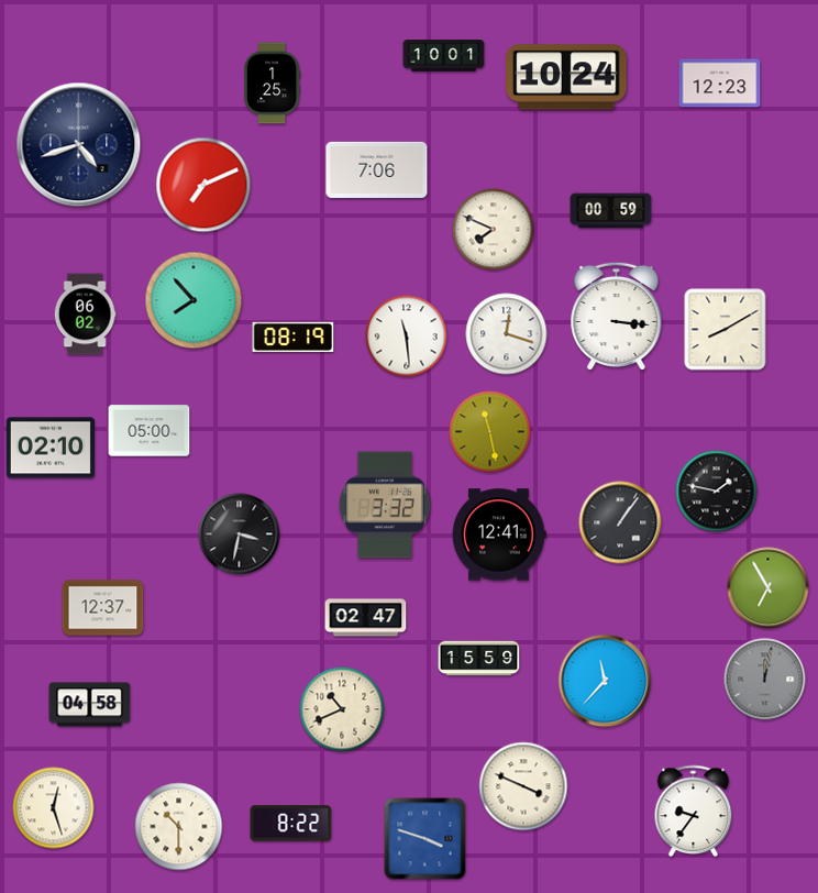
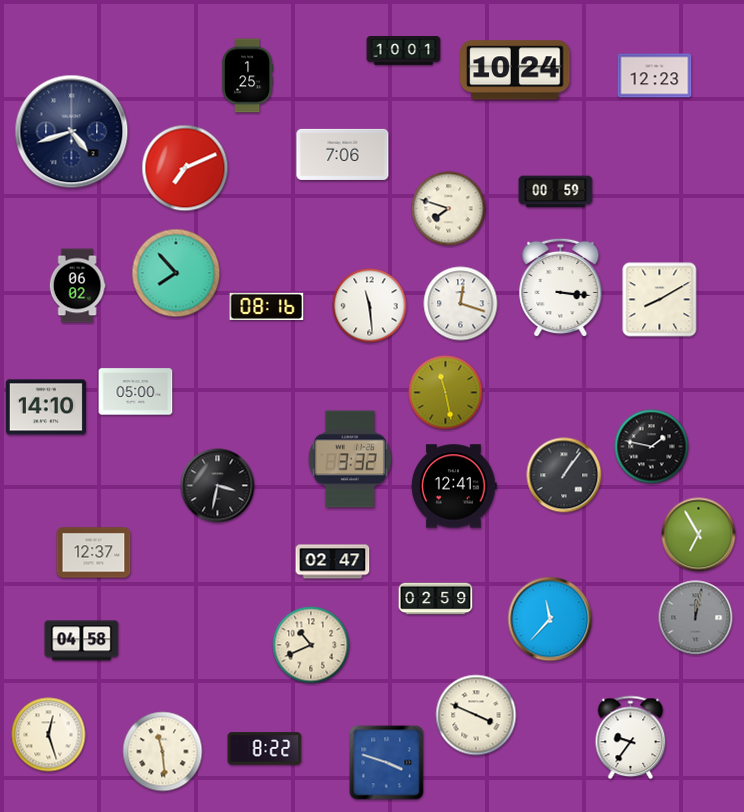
clock at (494, 230): 7:49 -> 7:48
clock at (294, 337): 08:19 -> 08:16
clock at (51, 448): 02:10 -> 14:10
clock at (479, 659): 15:59 -> 02:59
clock at (179, 827): 10:30 -> 11:29
